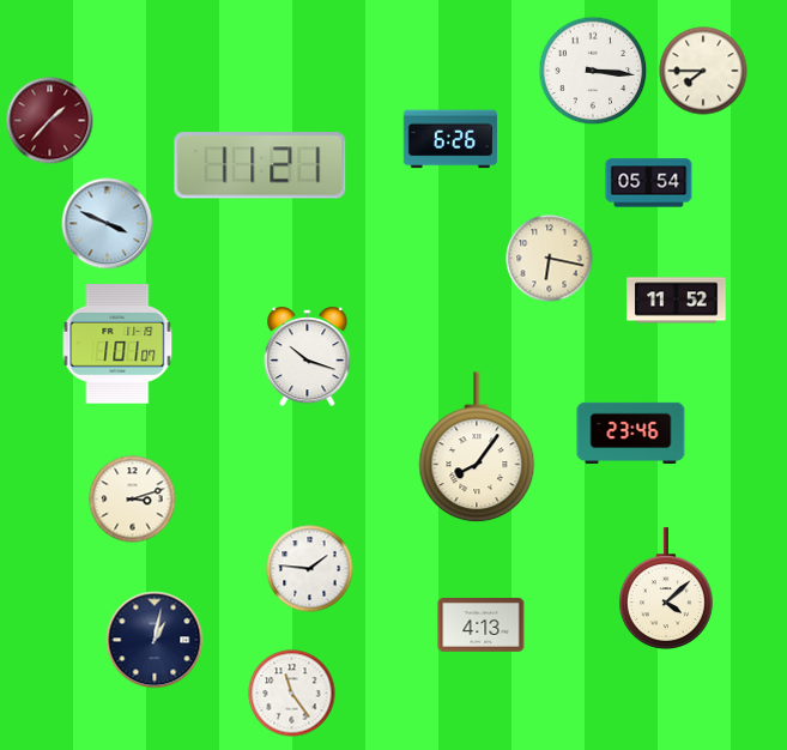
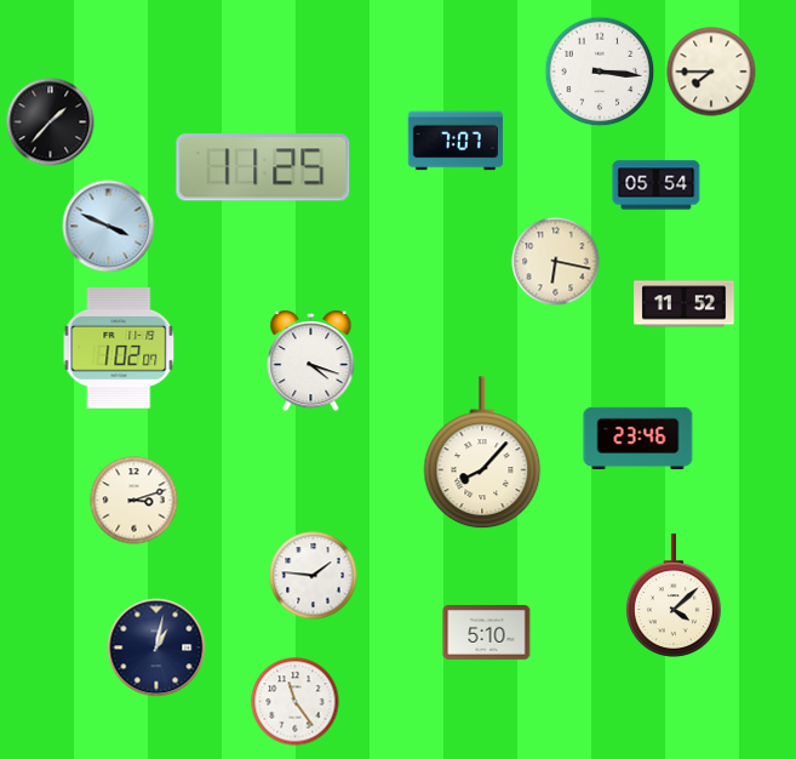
clock at (50, 121) dial: burgundy -> black
clock at (450, 139): 6:26 -> 7:07
clock at (260, 165): 11:21 -> 11:25
clock at (117, 345): 1:01 -> 1:02
clock at (308, 357): 10:18 -> 4:18
clock at (477, 448): 8:06 -> 8:07
clock at (133, 500) position: (133, 500) -> (134, 501)
clock at (482, 625): 4:13 -> 5:10
